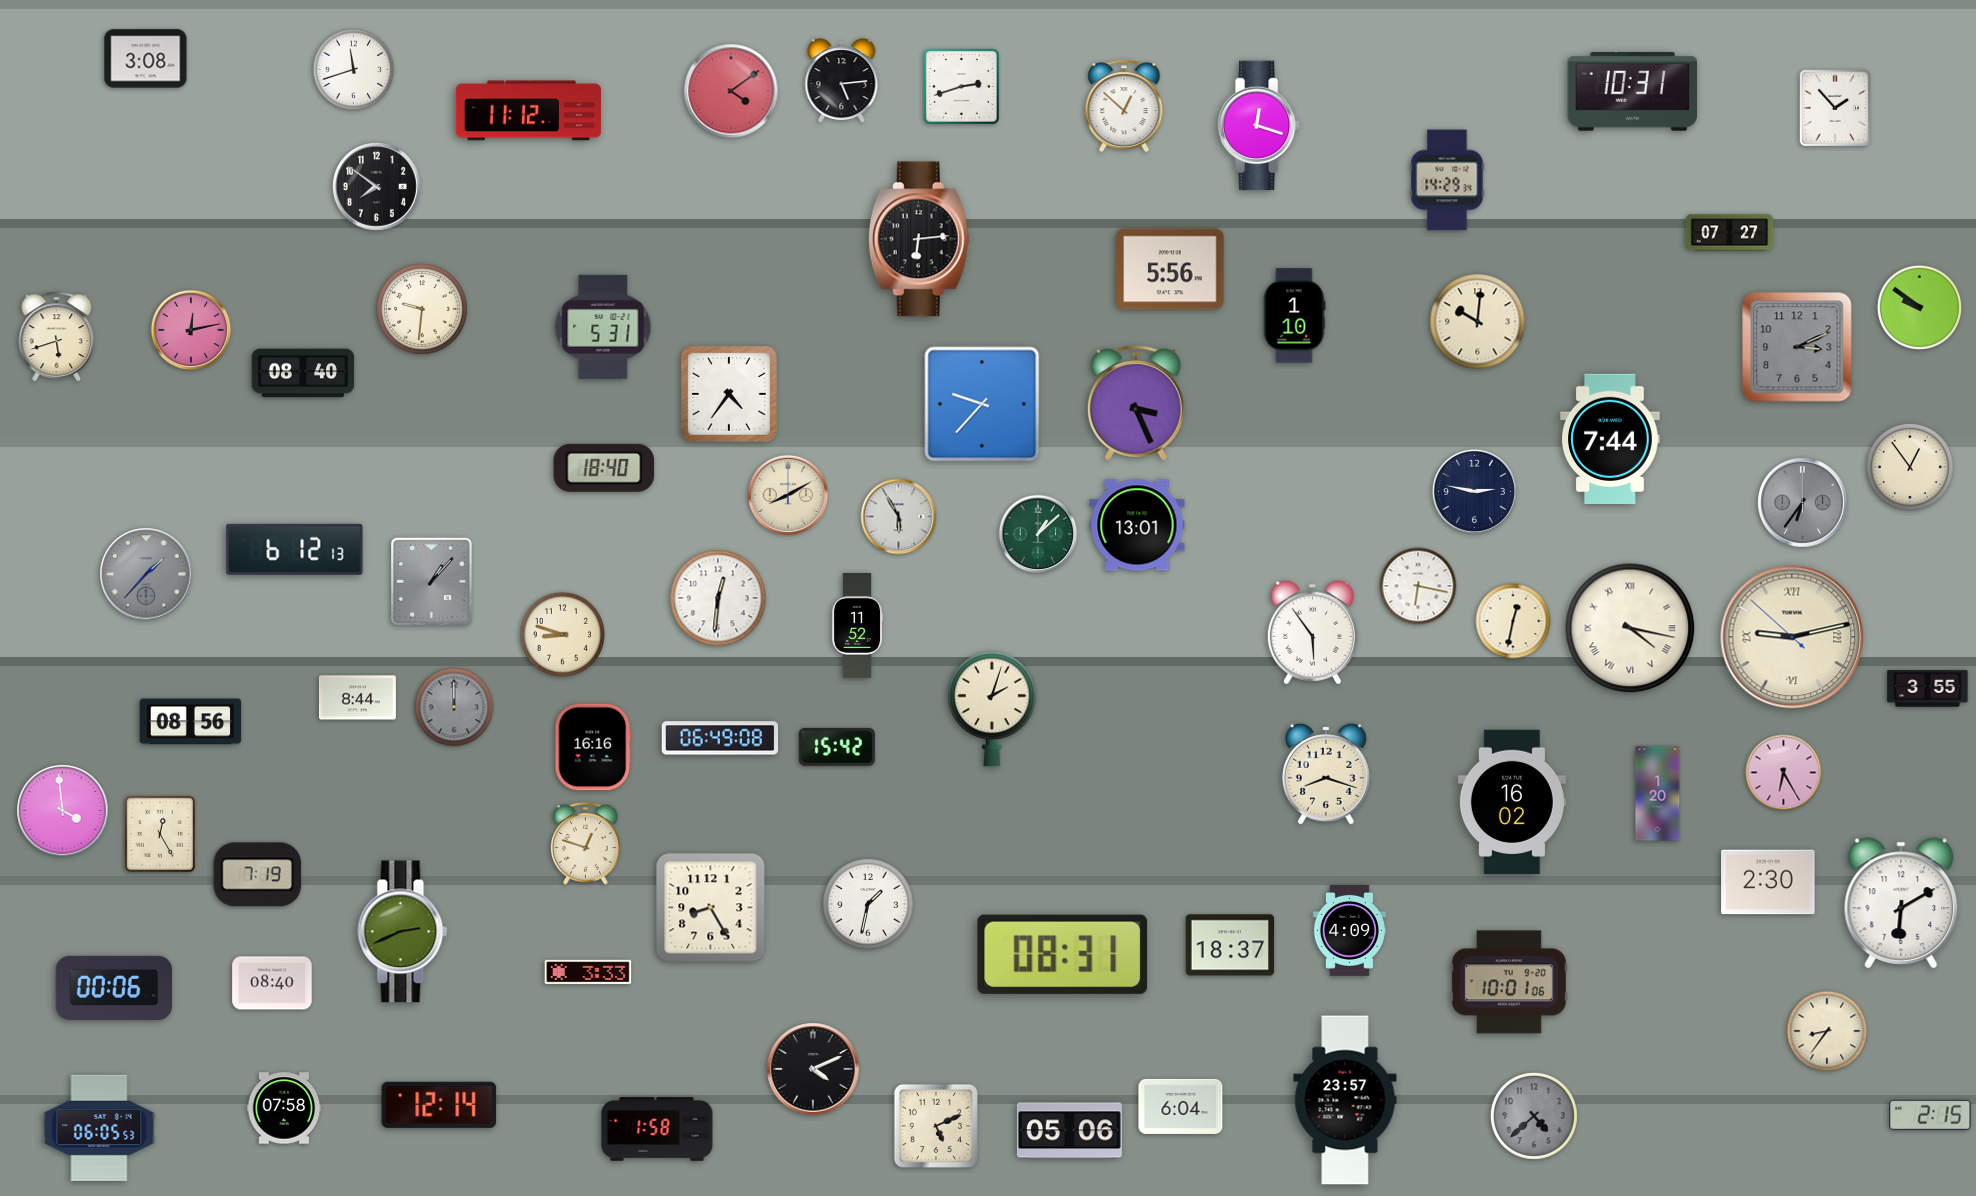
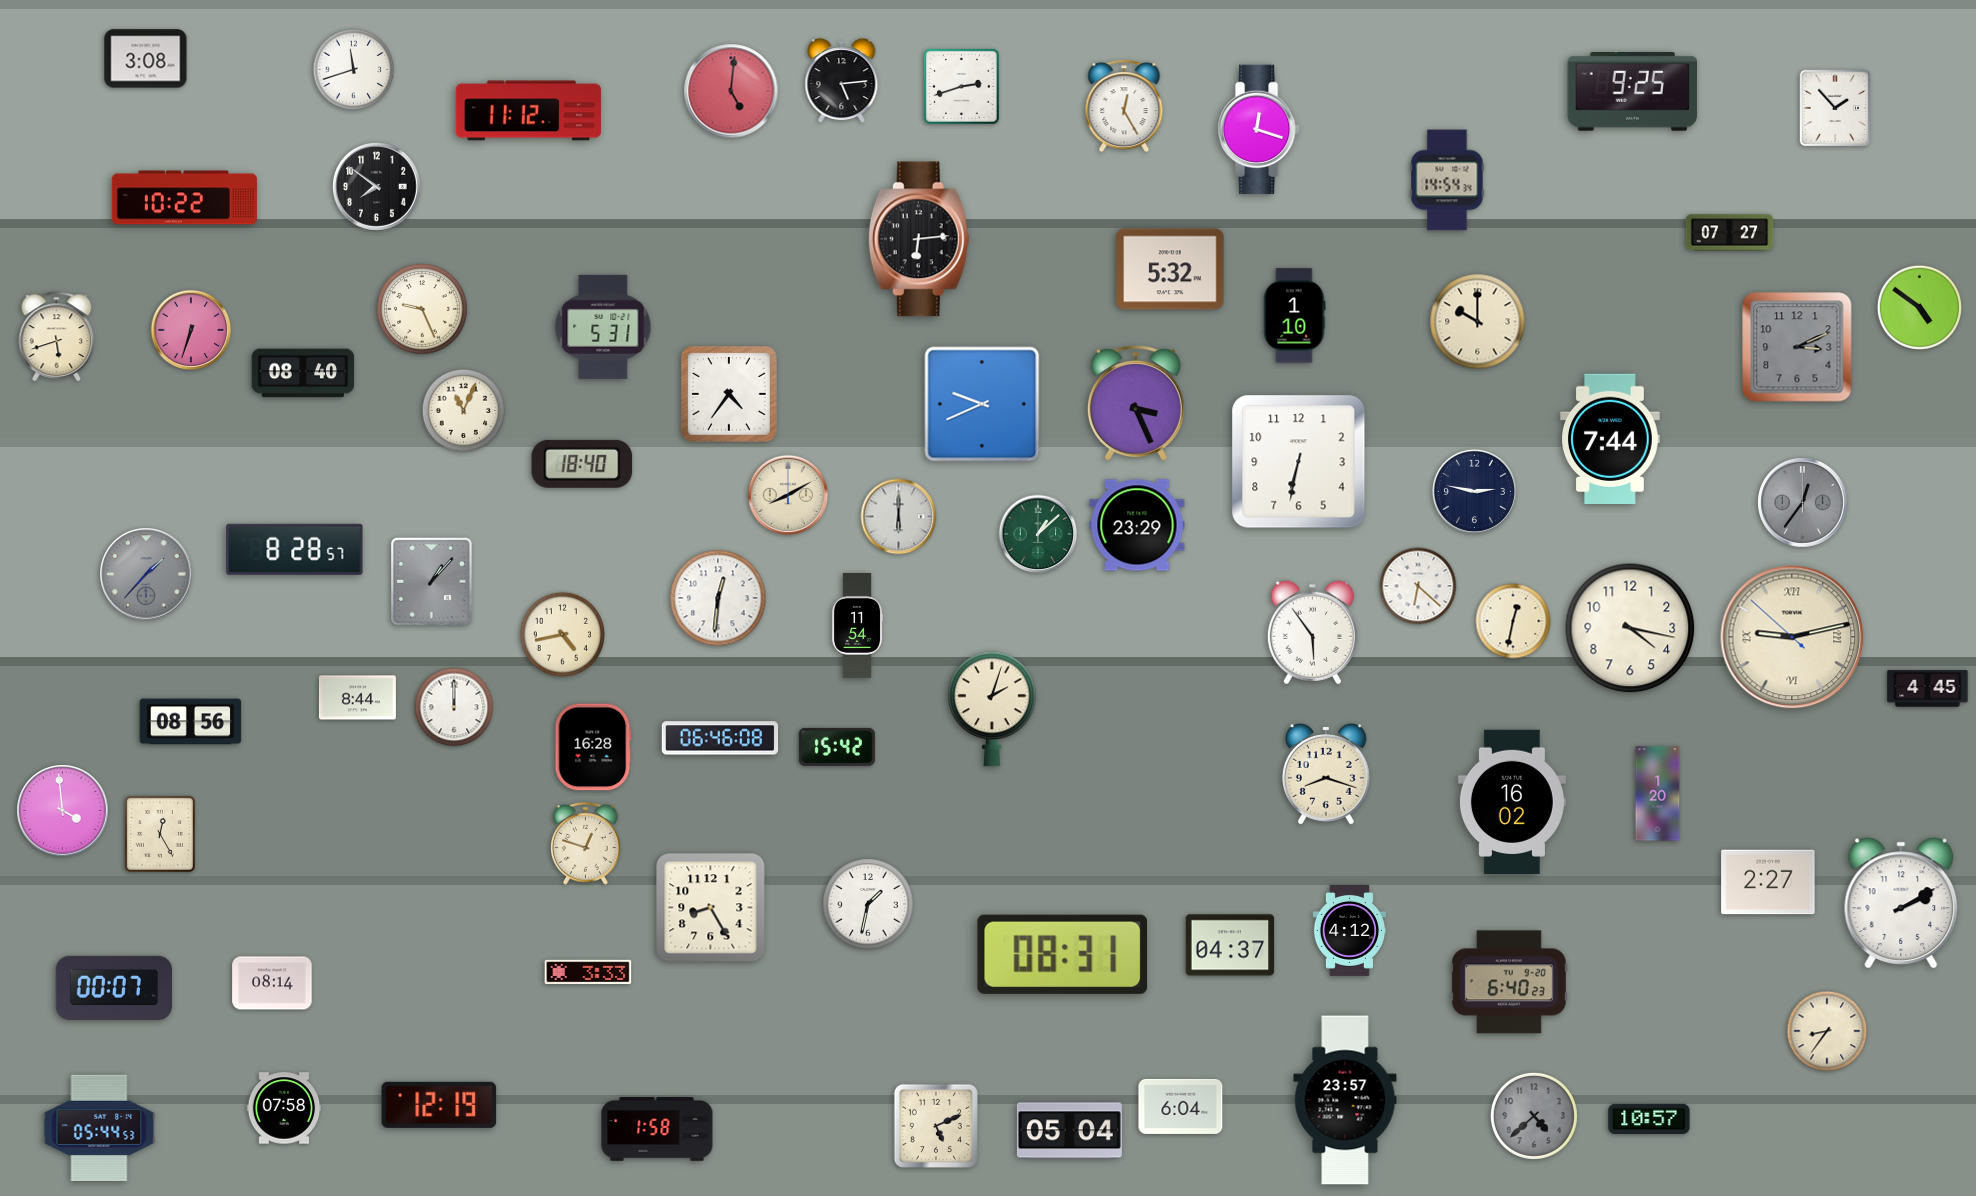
clock at (731, 91): 4:09 -> 5:01
clock at (1633, 91): 10:31 -> 9:25
clock at (1124, 106): 12:52 -> 12:25
clock at (1258, 126) position: (1258, 126) -> (1258, 130)
clock at (1447, 180): 14:29 -> 14:54
clock at (184, 198): none -> 10:22
clock at (1170, 269): 5:56 -> 5:32
clock at (1919, 307): 9:51 -> 4:51
clock at (422, 309): 9:31 -> 9:26
clock at (1478, 322): 10:01 -> 10:00
clock at (191, 330): 12:13 -> 6:33
clock at (982, 404): 9:37 -> 9:41
clock at (464, 411): none -> 11:04
clock at (1299, 462): none -> 6:32
clock at (1910, 467): 12:54 -> none
clock at (604, 468) position: (604, 468) -> (582, 464)
clock at (1803, 503): 6:36 -> 12:36
clock at (899, 517): 5:55 -> 6:00
clock at (1137, 525): 13:01 -> 23:29
clock at (295, 549): 6:12 -> 8:28
clock at (1418, 586): 6:17 -> 6:22
clock at (857, 625): 11:52 -> 11:54
clock at (1630, 628) numerals: Roman -> Arabic
clock at (562, 634): 8:48 -> 4:43
clock at (1928, 689): 3:55 -> 4:45
clock at (454, 707) dial: grey -> white
clock at (720, 738): 06:49 -> 06:46
clock at (593, 747): 16:16 -> 16:28
clock at (1784, 773): 6:25 -> none
clock at (258, 875): 7:19 -> none
clock at (1768, 882): 2:30 -> 2:27
clock at (1901, 902): 6:10 -> 2:10
clock at (1349, 930): 4:09 -> 4:12
clock at (403, 932): 2:41 -> none
clock at (1230, 945): 18:37 -> 04:37
clock at (1509, 982): 10:01 -> 6:40
clock at (272, 983): 08:40 -> 08:14
clock at (114, 988): 00:06 -> 00:07
clock at (813, 1069): 4:11 -> none
clock at (439, 1105): 12:14 -> 12:19
clock at (1930, 1115): 2:15 -> none
clock at (1649, 1119): none -> 10:57
clock at (99, 1128): 06:05 -> 05:44
clock at (1069, 1131): 05:06 -> 05:04
